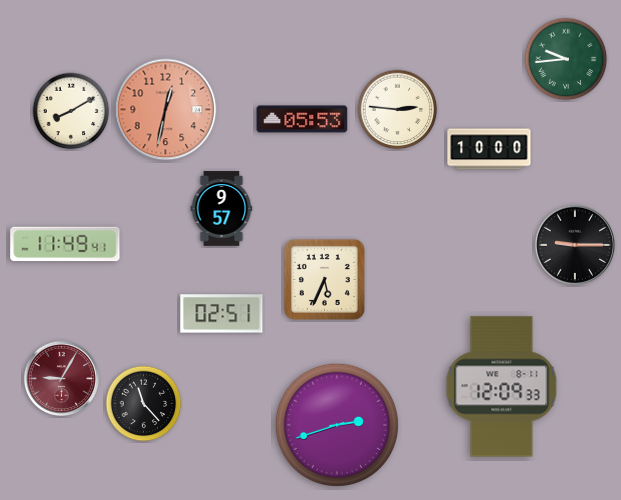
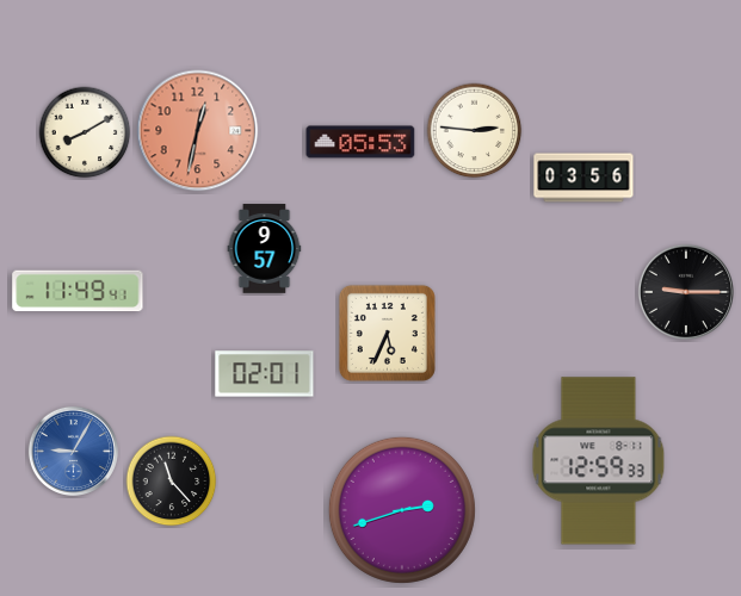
clock at (566, 59): 9:44 -> none
clock at (489, 149): 10:00 -> 03:56
clock at (222, 314): 02:51 -> 02:01
clock at (61, 378) dial: burgundy -> blue
clock at (502, 387): 12:09 -> 12:59
clock at (337, 425) position: (337, 425) -> (402, 510)
